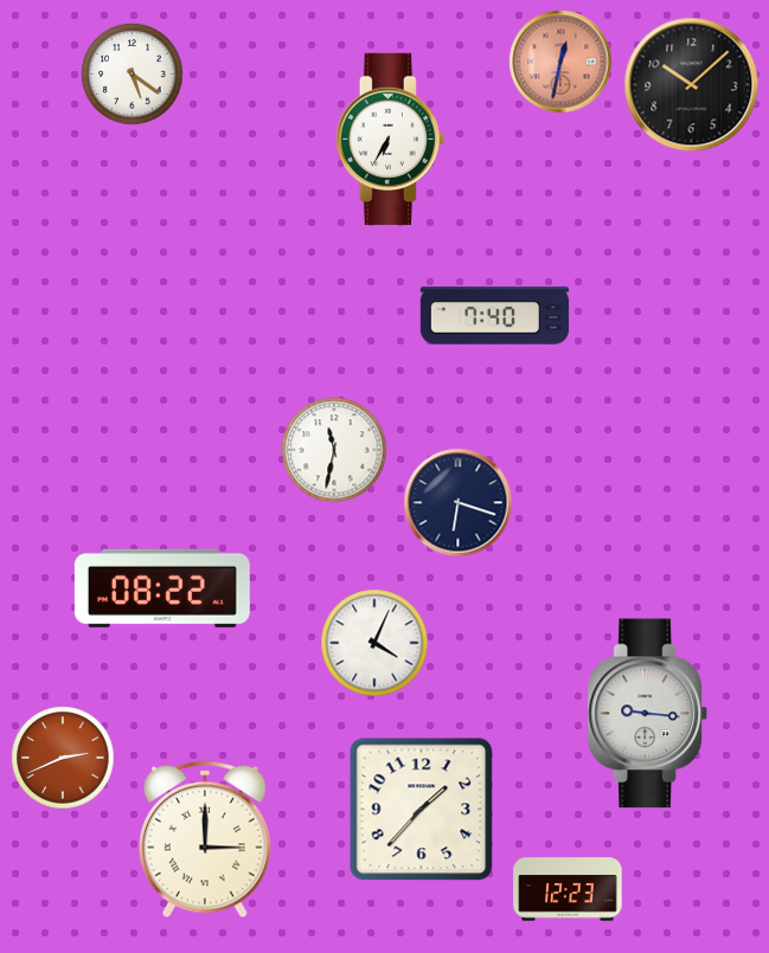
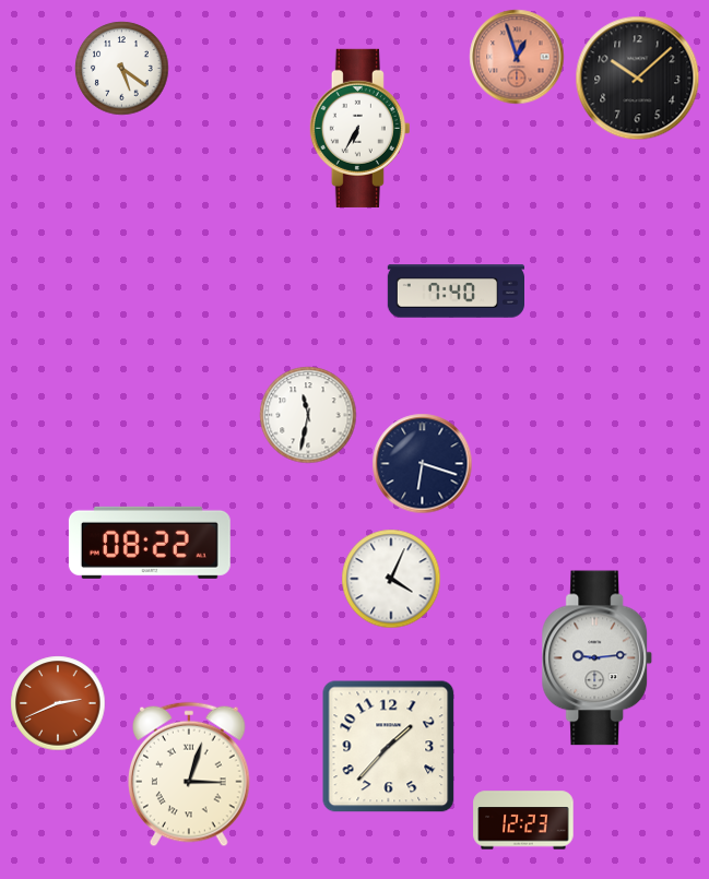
clock at (560, 62): 12:32 -> 12:57
clock at (374, 643) position: (374, 643) -> (391, 579)
clock at (648, 714): 9:16 -> 9:14
clock at (63, 758) position: (63, 758) -> (58, 703)
clock at (206, 839): 3:00 -> 3:03
